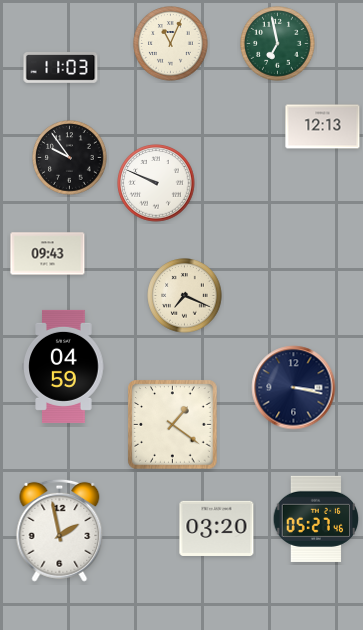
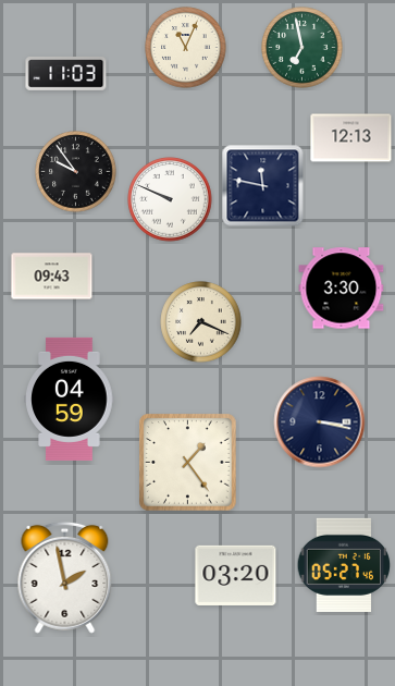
clock at (263, 186): none -> 11:47
clock at (342, 289): none -> 3:30
clock at (173, 425): 1:21 -> 1:24
